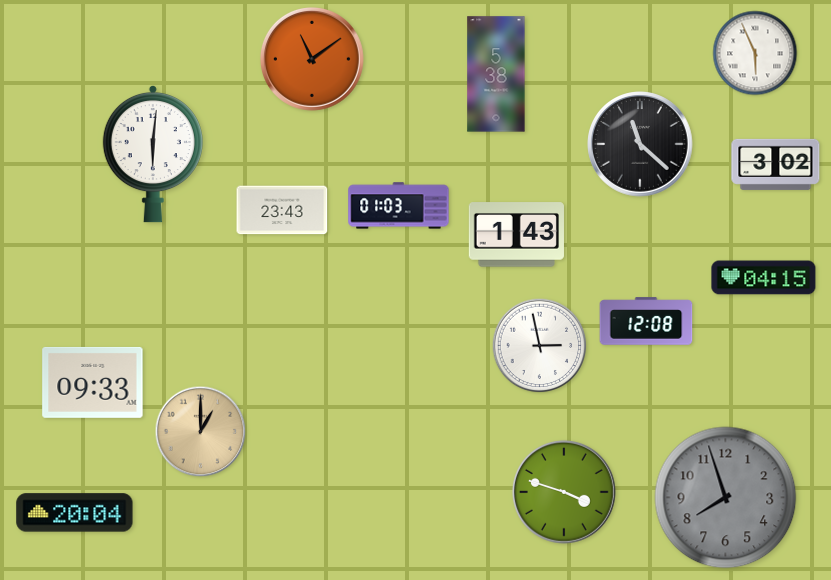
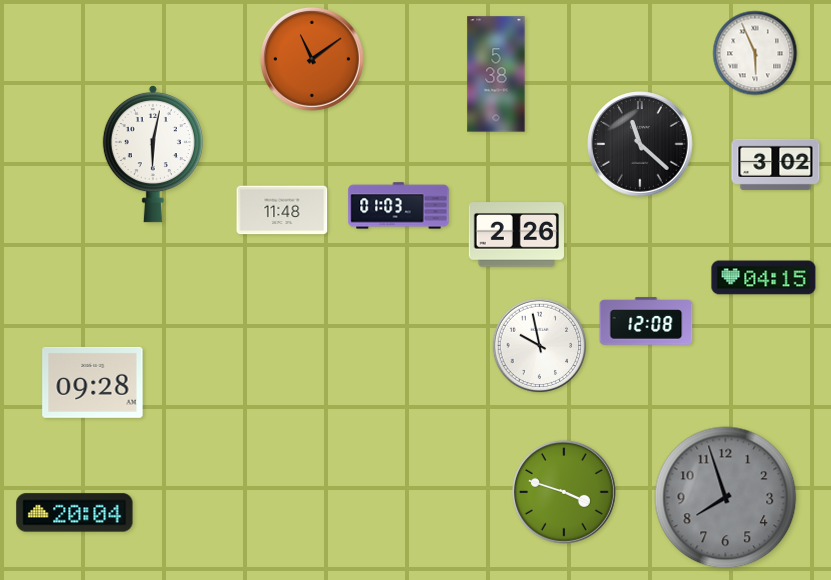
clock at (153, 154): 6:01 -> 6:02
clock at (282, 210): 23:43 -> 11:48
clock at (516, 235): 1:43 -> 2:26
clock at (540, 346): 2:58 -> 9:58
clock at (93, 382): 09:33 -> 09:28
clock at (201, 432): 1:00 -> none
